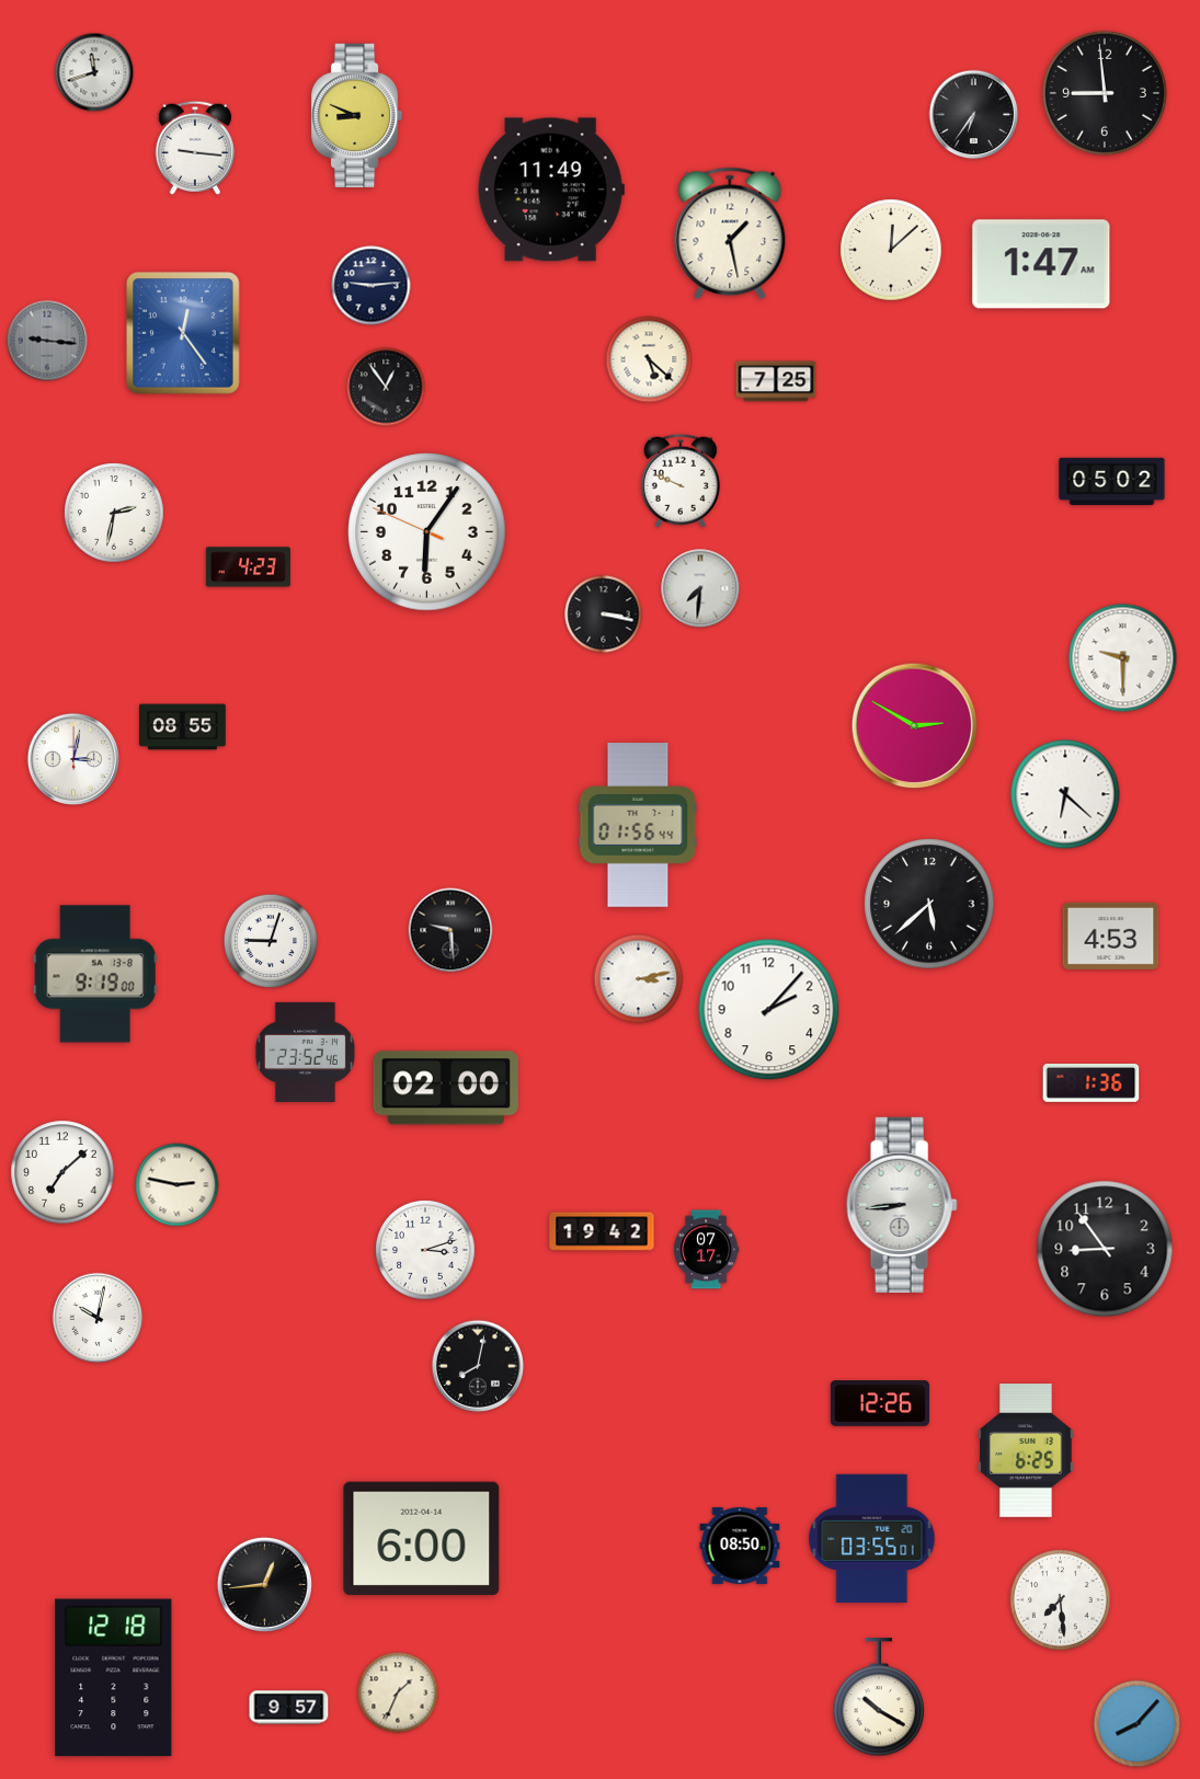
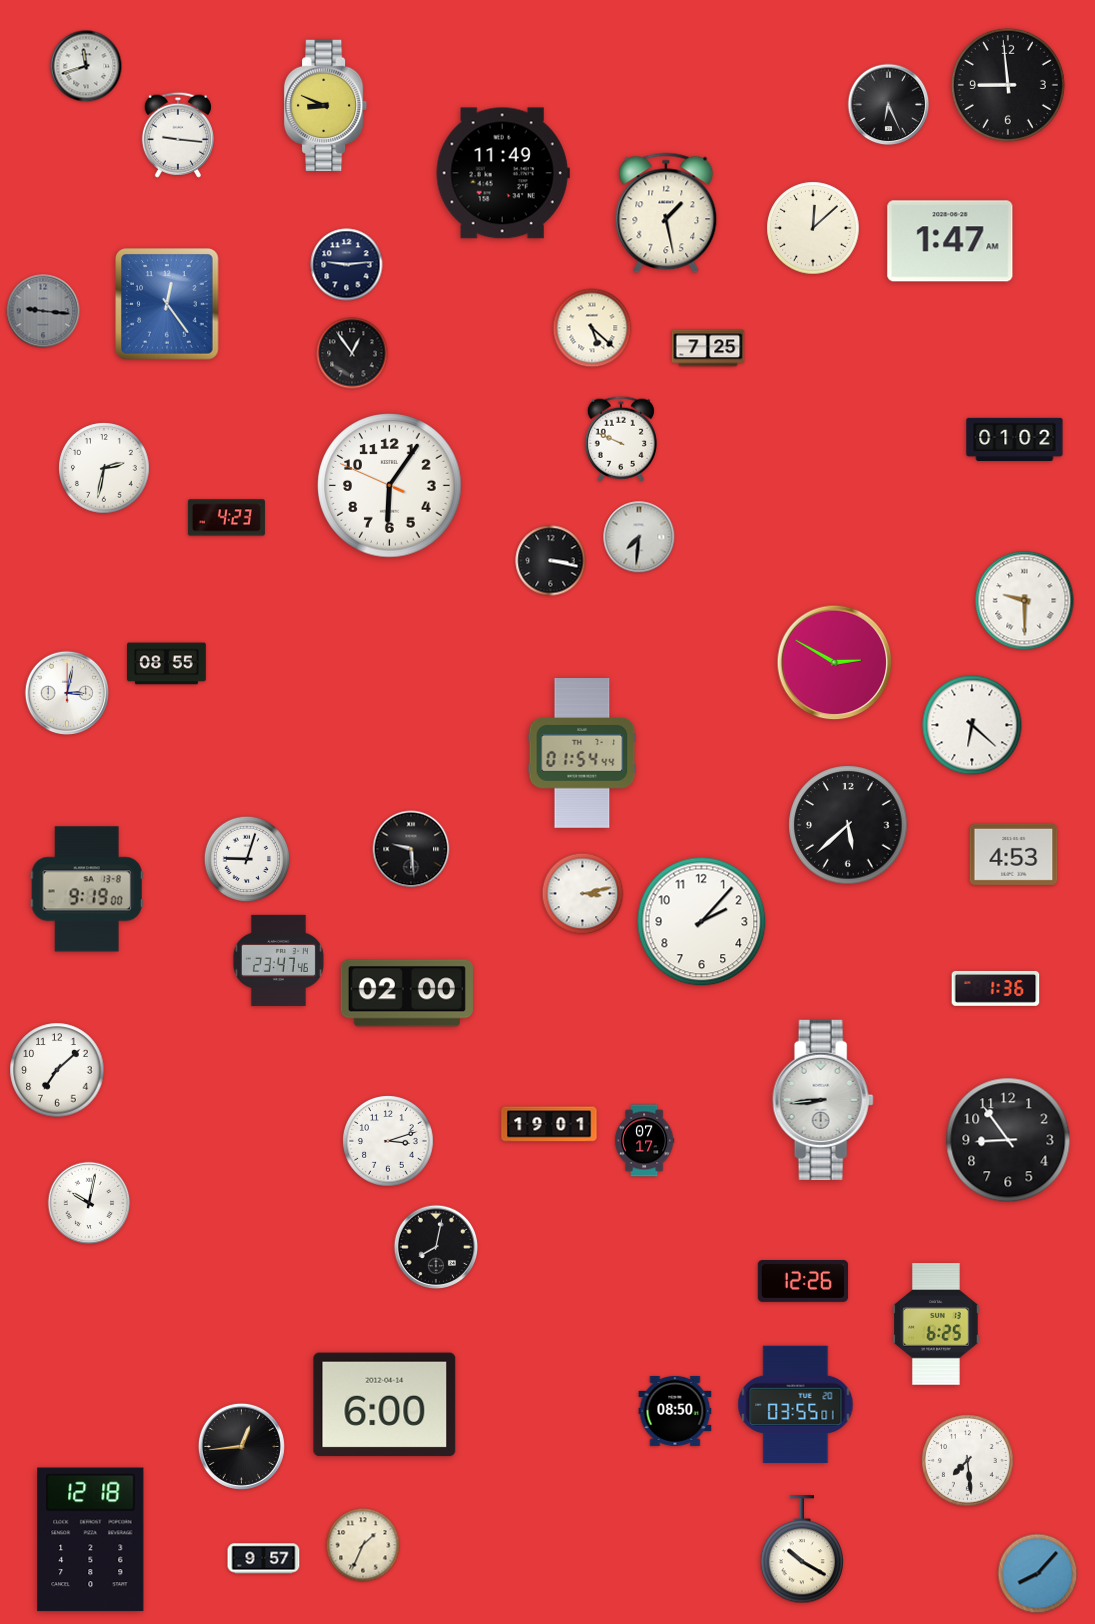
clock at (974, 115): 6:36 -> 6:26
clock at (372, 286) position: (372, 286) -> (347, 265)
clock at (1112, 481): 05:02 -> 01:02
clock at (638, 825): 01:56 -> 01:54
clock at (305, 1052): 23:52 -> 23:47
clock at (178, 1185): 2:47 -> none
clock at (602, 1231): 19:42 -> 19:01
clock at (114, 1678) position: (114, 1678) -> (91, 1540)
